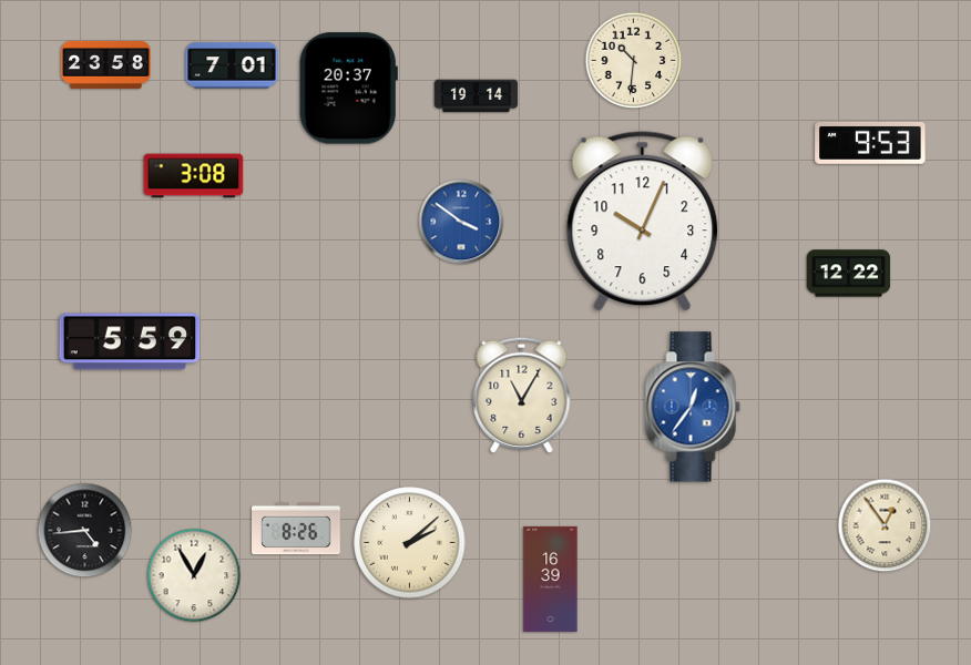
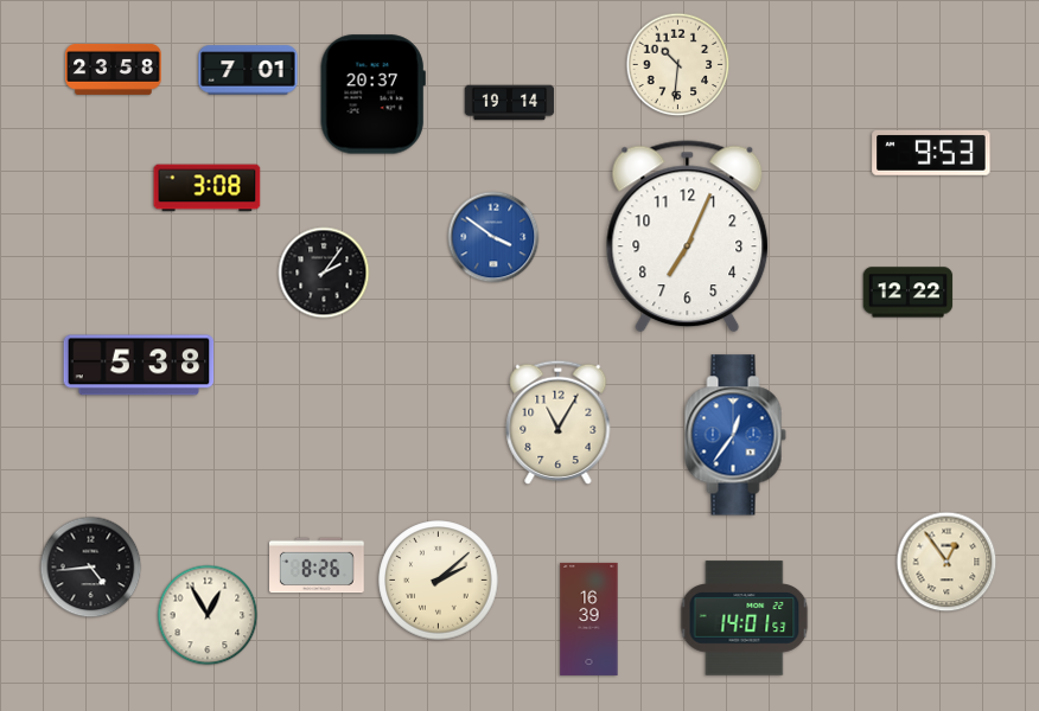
clock at (643, 222): 10:04 -> 7:04
clock at (324, 273): none -> 2:06
clock at (130, 341): 5:59 -> 5:38
clock at (693, 407) position: (693, 407) -> (735, 435)
clock at (745, 619): none -> 14:01
